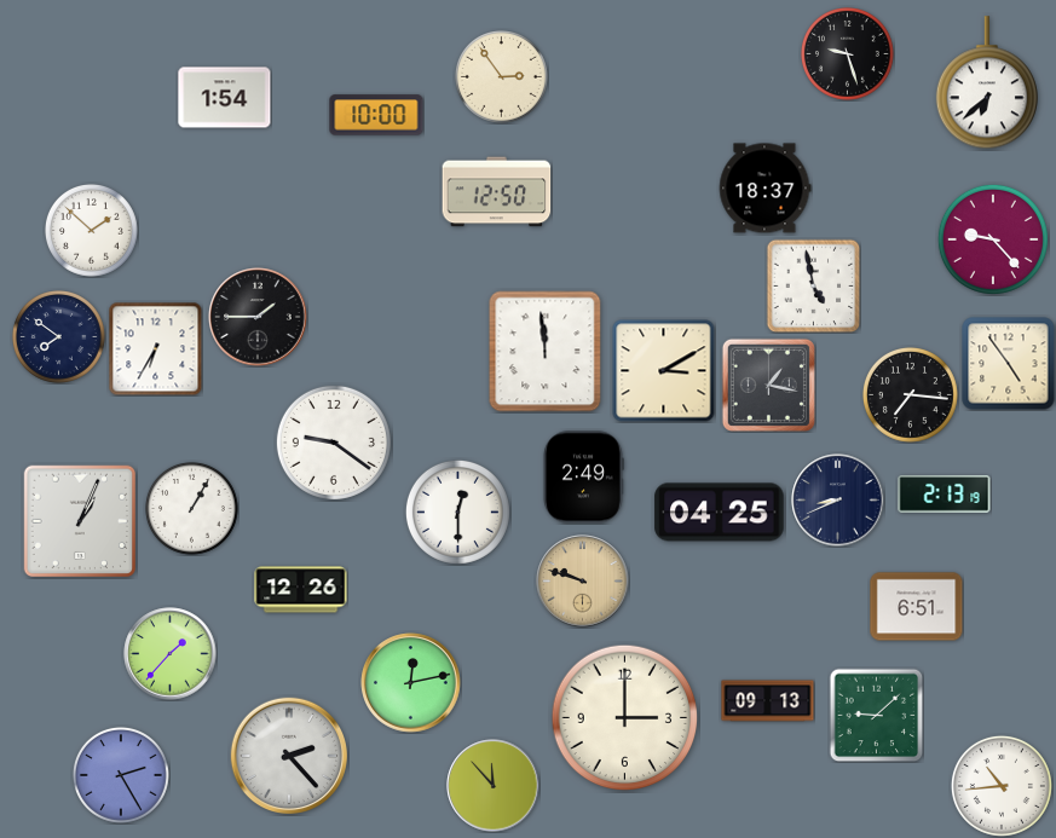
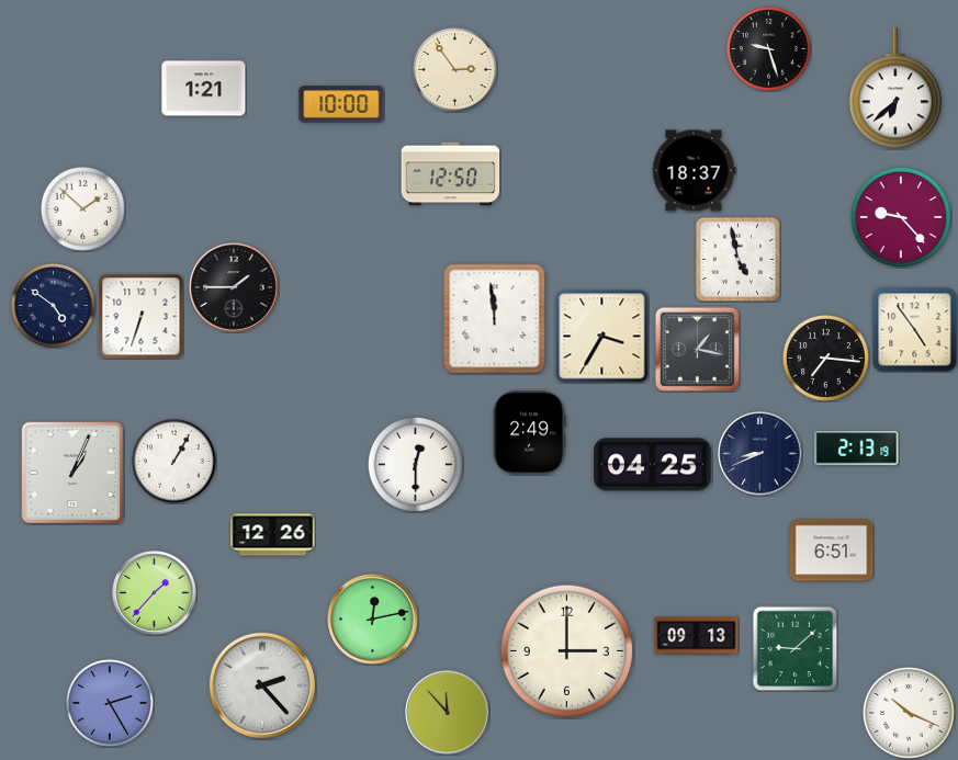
clock at (987, 83) position: (987, 83) -> (895, 89)
clock at (225, 98): 1:54 -> 1:21
clock at (59, 337): 7:51 -> 4:51
clock at (155, 348): 6:35 -> 6:33
clock at (664, 371): 3:10 -> 3:35
clock at (334, 443): 9:21 -> none
clock at (583, 582): 9:48 -> none
clock at (1002, 786): 10:44 -> 10:19
